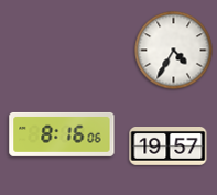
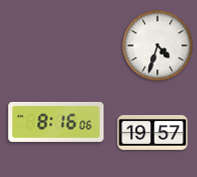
clock at (174, 51): 4:35 -> 4:33
